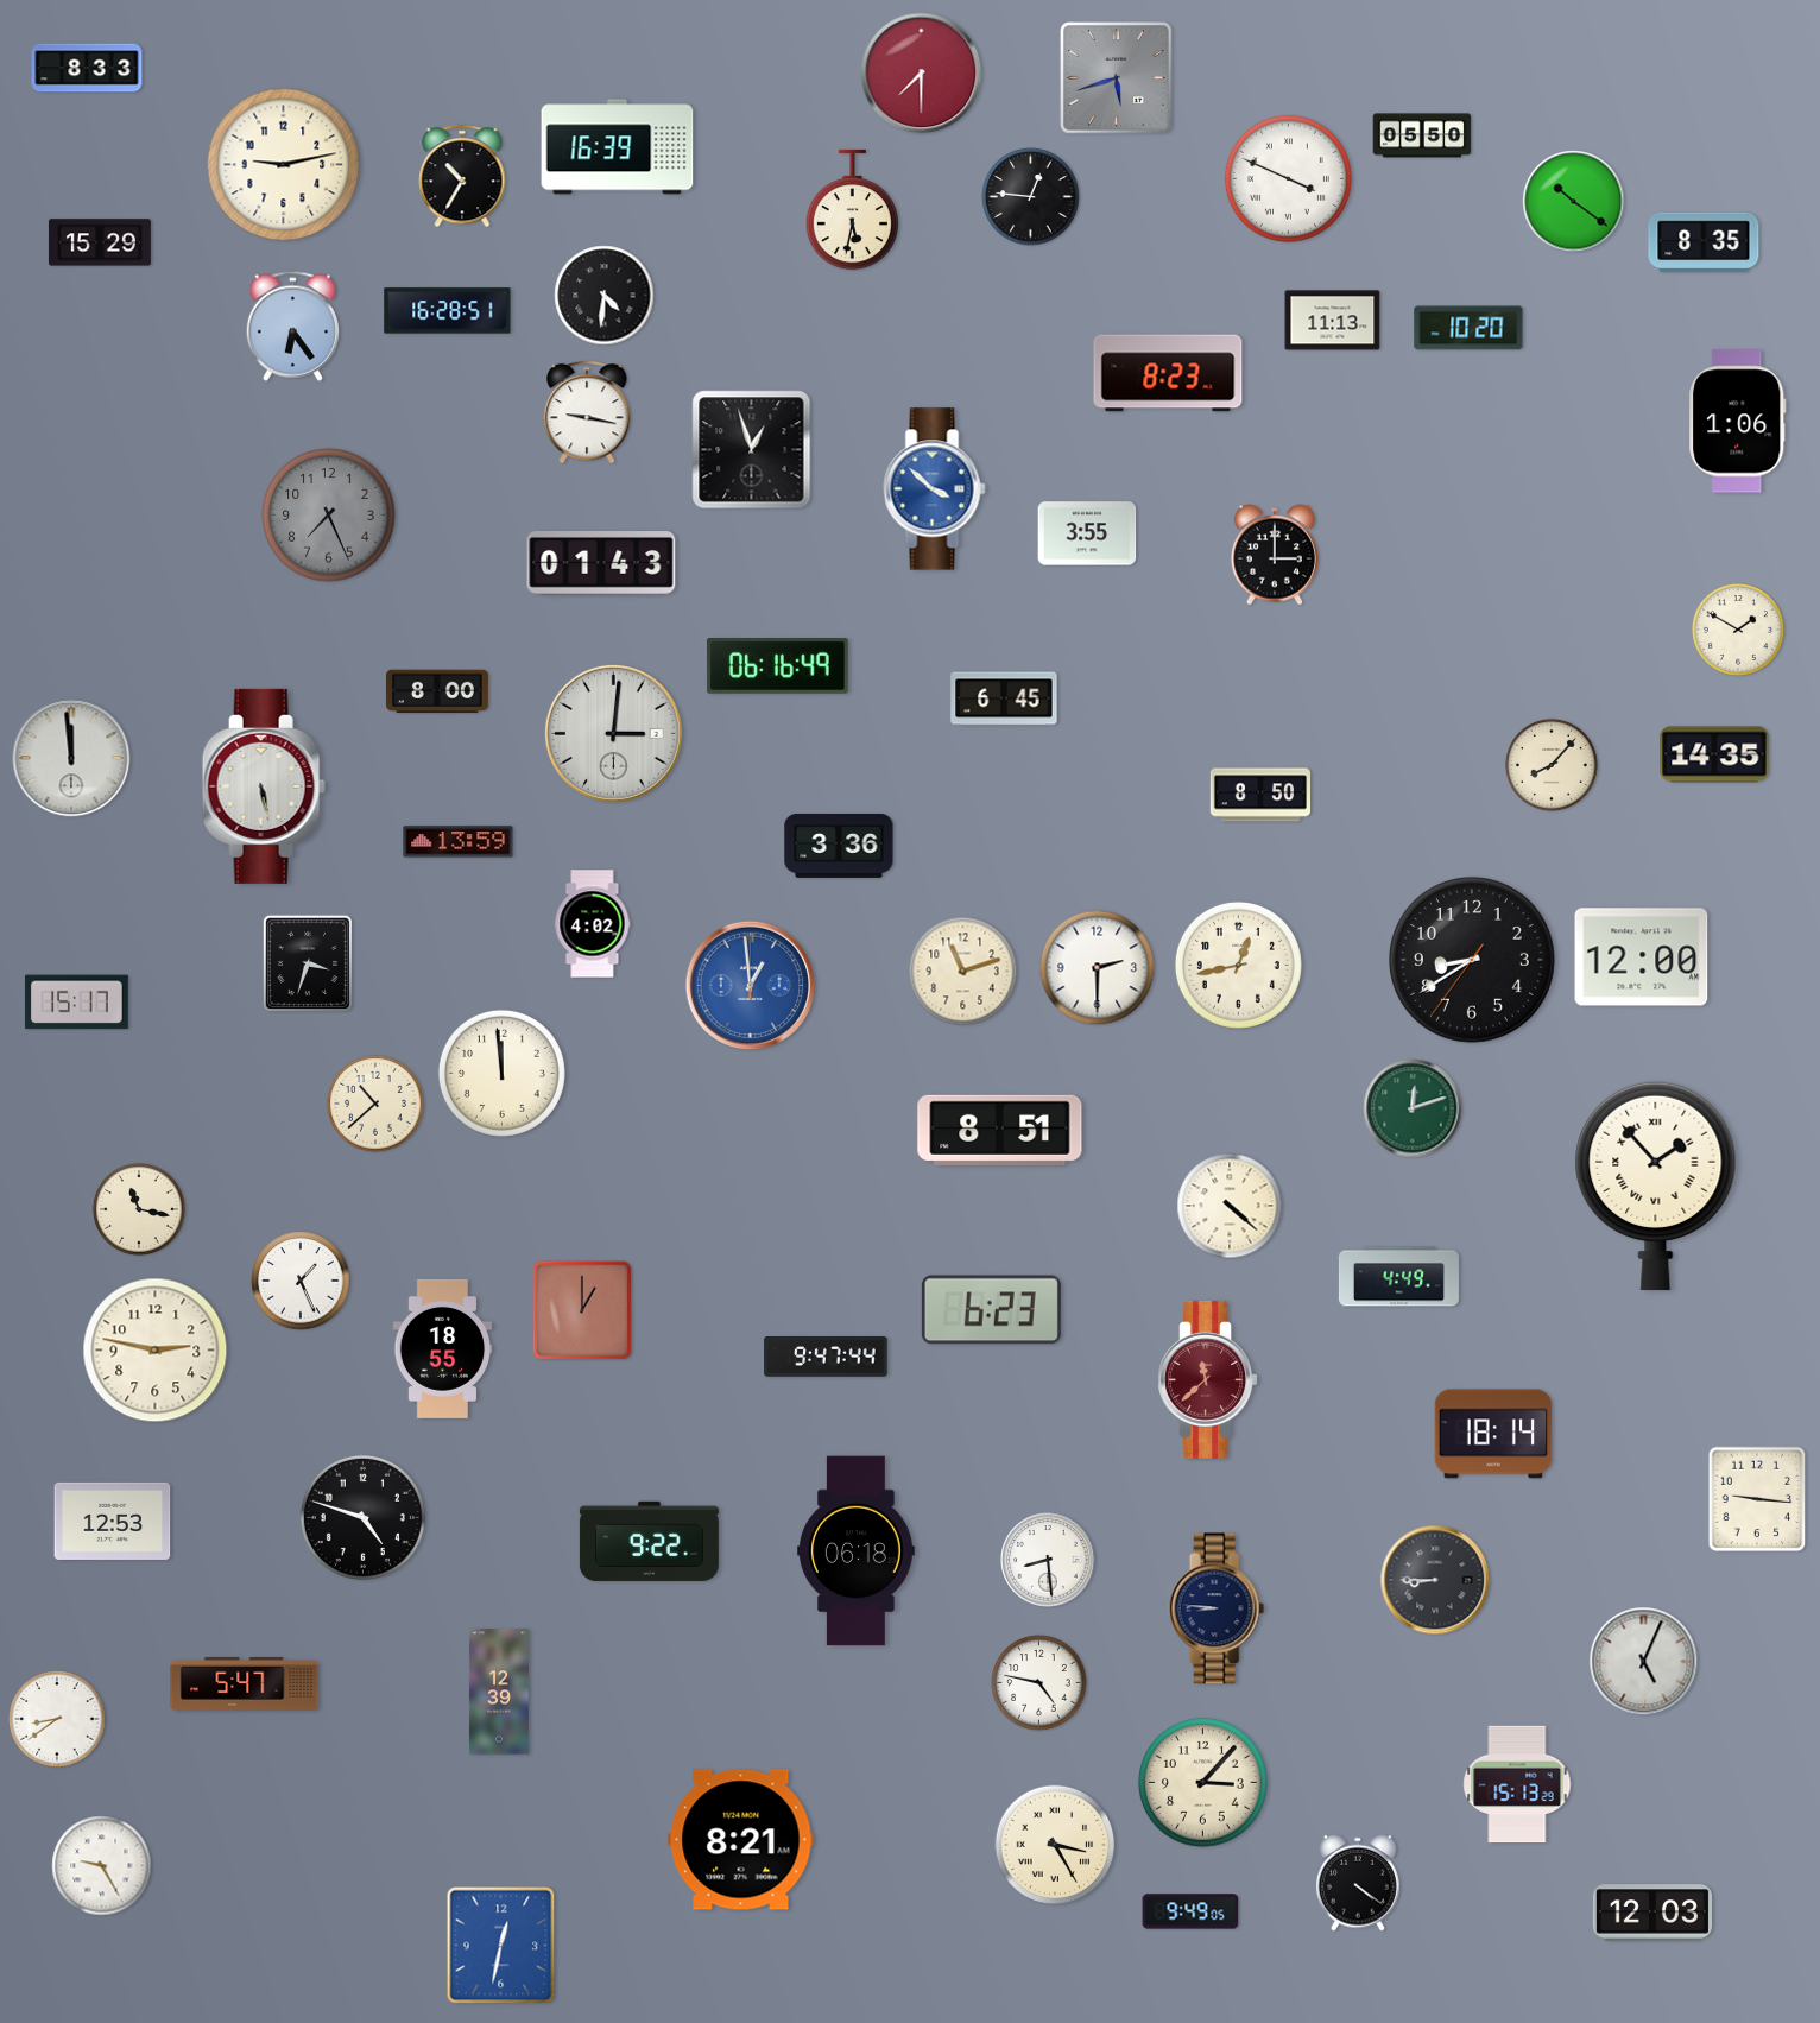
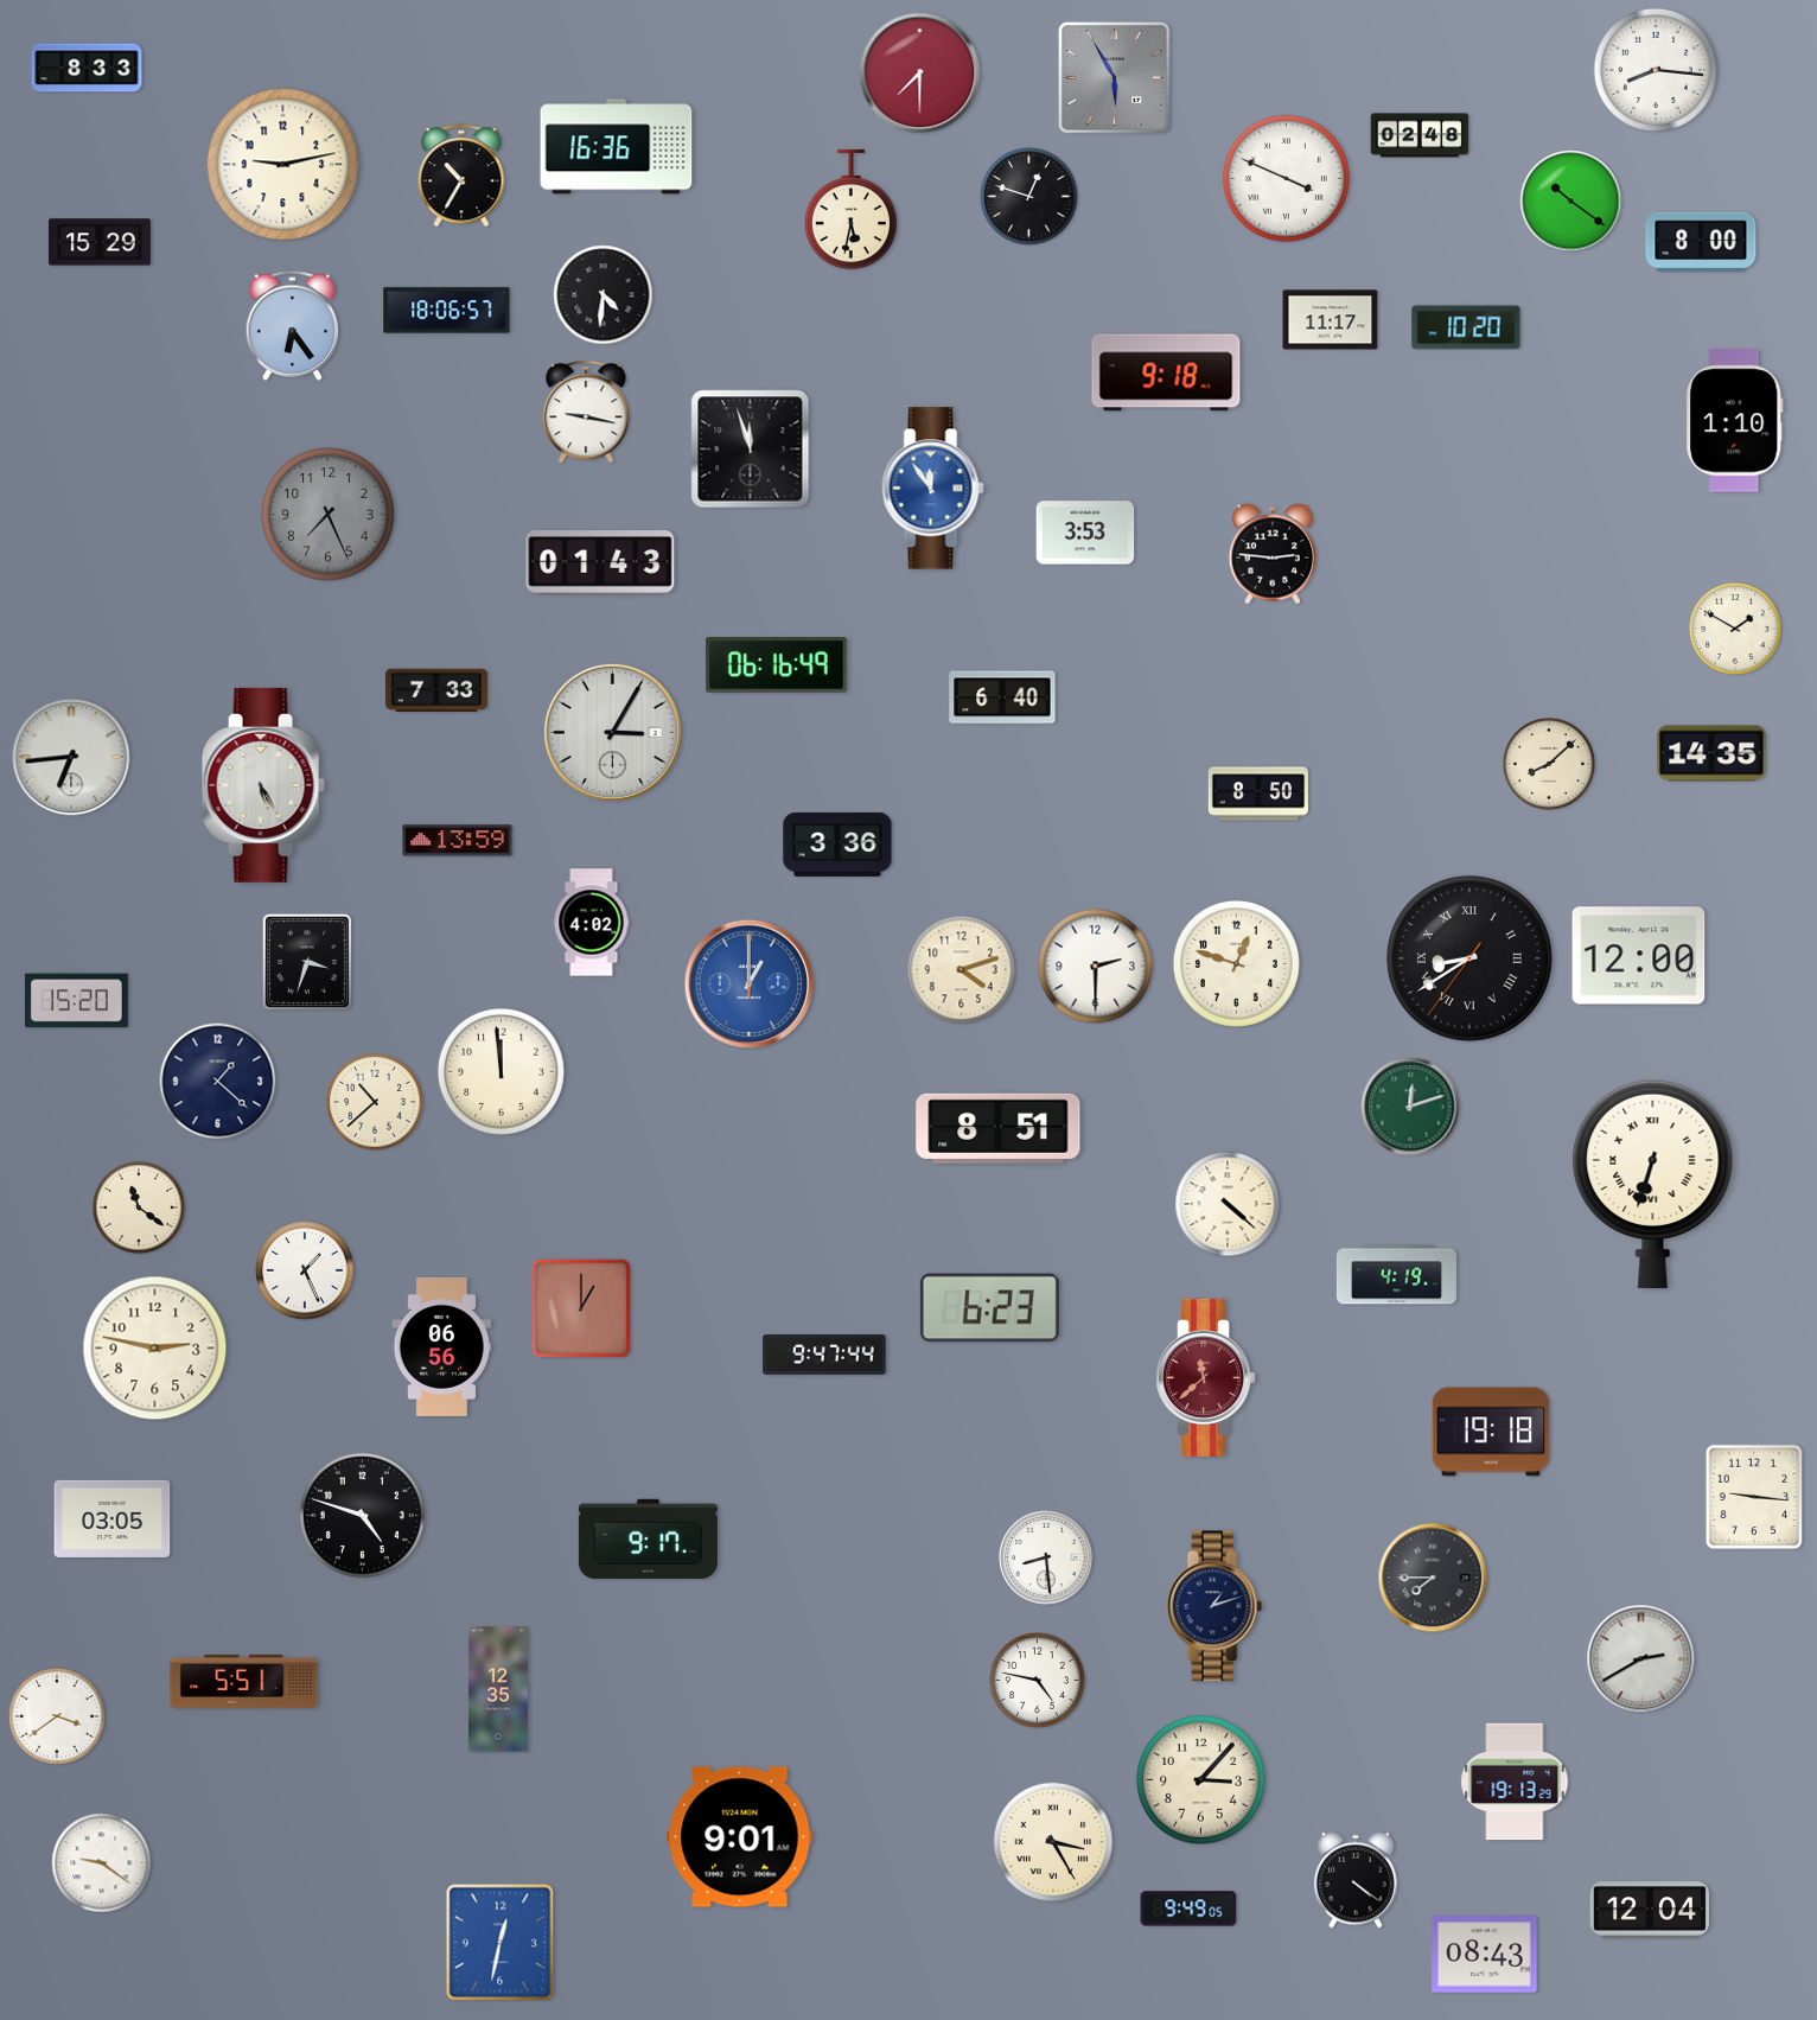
clock at (1656, 70): none -> 8:16
clock at (1117, 78): 5:42 -> 5:55
clock at (1422, 135): 05:50 -> 02:48
clock at (618, 147): 16:39 -> 16:36
clock at (1031, 197): 12:46 -> 12:48
clock at (1704, 242): 8:35 -> 8:00
clock at (448, 311): 16:28 -> 18:06
clock at (1333, 321): 11:13 -> 11:17
clock at (1168, 373): 8:23 -> 9:18
clock at (1738, 422): 1:06 -> 1:10
clock at (752, 450): 12:57 -> 11:57
clock at (935, 489): 3:52 -> 11:54
clock at (1087, 533): 3:55 -> 3:53
clock at (1275, 555): 3:00 -> 2:46
clock at (437, 691): 8:00 -> 7:33
clock at (1004, 698): 6:45 -> 6:40
clock at (613, 733): 3:01 -> 3:05
clock at (71, 758): 11:59 -> 6:44
clock at (1552, 765): 8:07 -> 8:08
clock at (264, 786): 5:28 -> 5:25
clock at (1472, 960) numerals: Arabic -> Roman
clock at (1238, 965): 12:43 -> 12:48
clock at (963, 972): 11:12 -> 4:12
clock at (750, 985): 12:59 -> 1:00
clock at (76, 1003): 15:17 -> 15:20
clock at (218, 1082): none -> 1:22
clock at (1656, 1186): 1:53 -> 6:33
clock at (139, 1209): 11:17 -> 11:21
clock at (1398, 1277): 4:49 -> 4:19
clock at (301, 1281) position: (301, 1281) -> (305, 1270)
clock at (443, 1348): 18:55 -> 06:56
clock at (1493, 1434): 18:14 -> 19:18
clock at (113, 1521): 12:53 -> 03:05
clock at (649, 1541): 9:22 -> 9:17
clock at (857, 1551): 06:18 -> none
clock at (1435, 1580): 8:45 -> 7:45
clock at (1217, 1608): 8:46 -> 1:12
clock at (1644, 1662): 5:04 -> 2:40
clock at (245, 1683): 5:47 -> 5:51
clock at (499, 1692): 12:39 -> 12:35
clock at (57, 1719): 8:39 -> 3:39
clock at (1517, 1784): 15:13 -> 19:13
clock at (741, 1840): 8:21 -> 9:01
clock at (102, 1866): 9:25 -> 9:21
clock at (1652, 1913): 12:03 -> 12:04
clock at (1485, 1955): none -> 08:43
